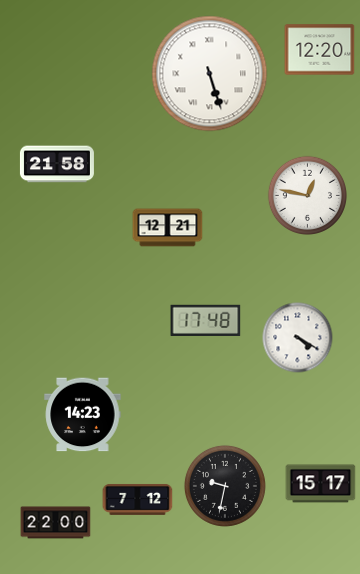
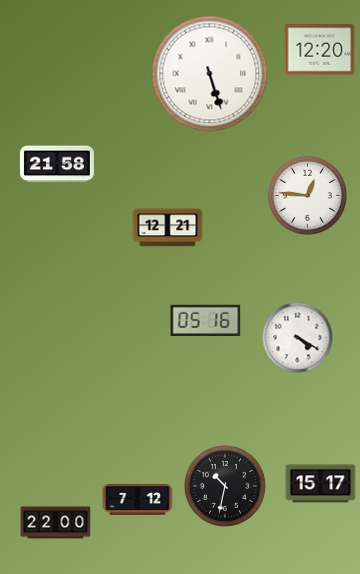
clock at (307, 195): 12:47 -> 12:46
clock at (206, 320): 17:48 -> 05:16
clock at (83, 415): 14:23 -> none
clock at (225, 486): 9:32 -> 10:32
